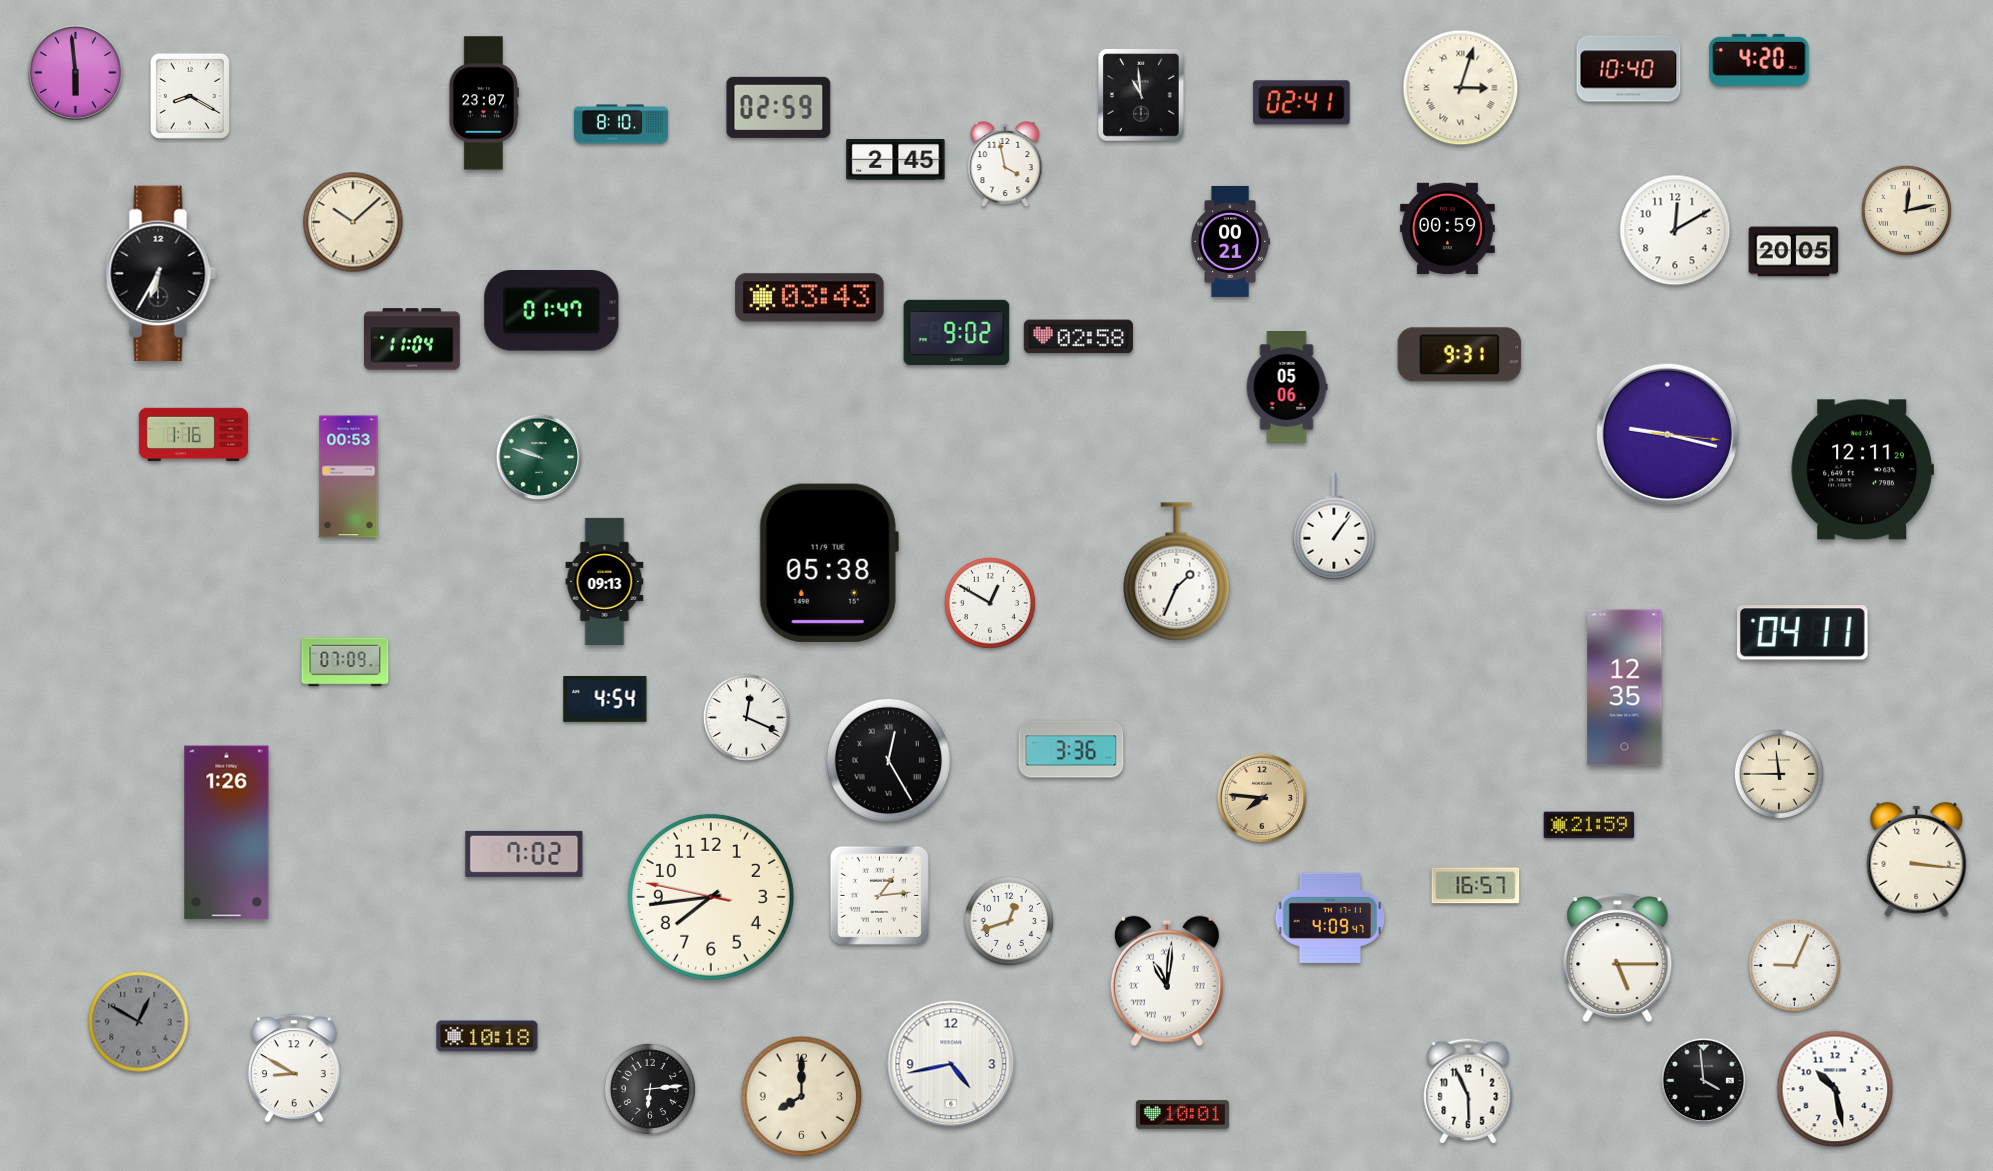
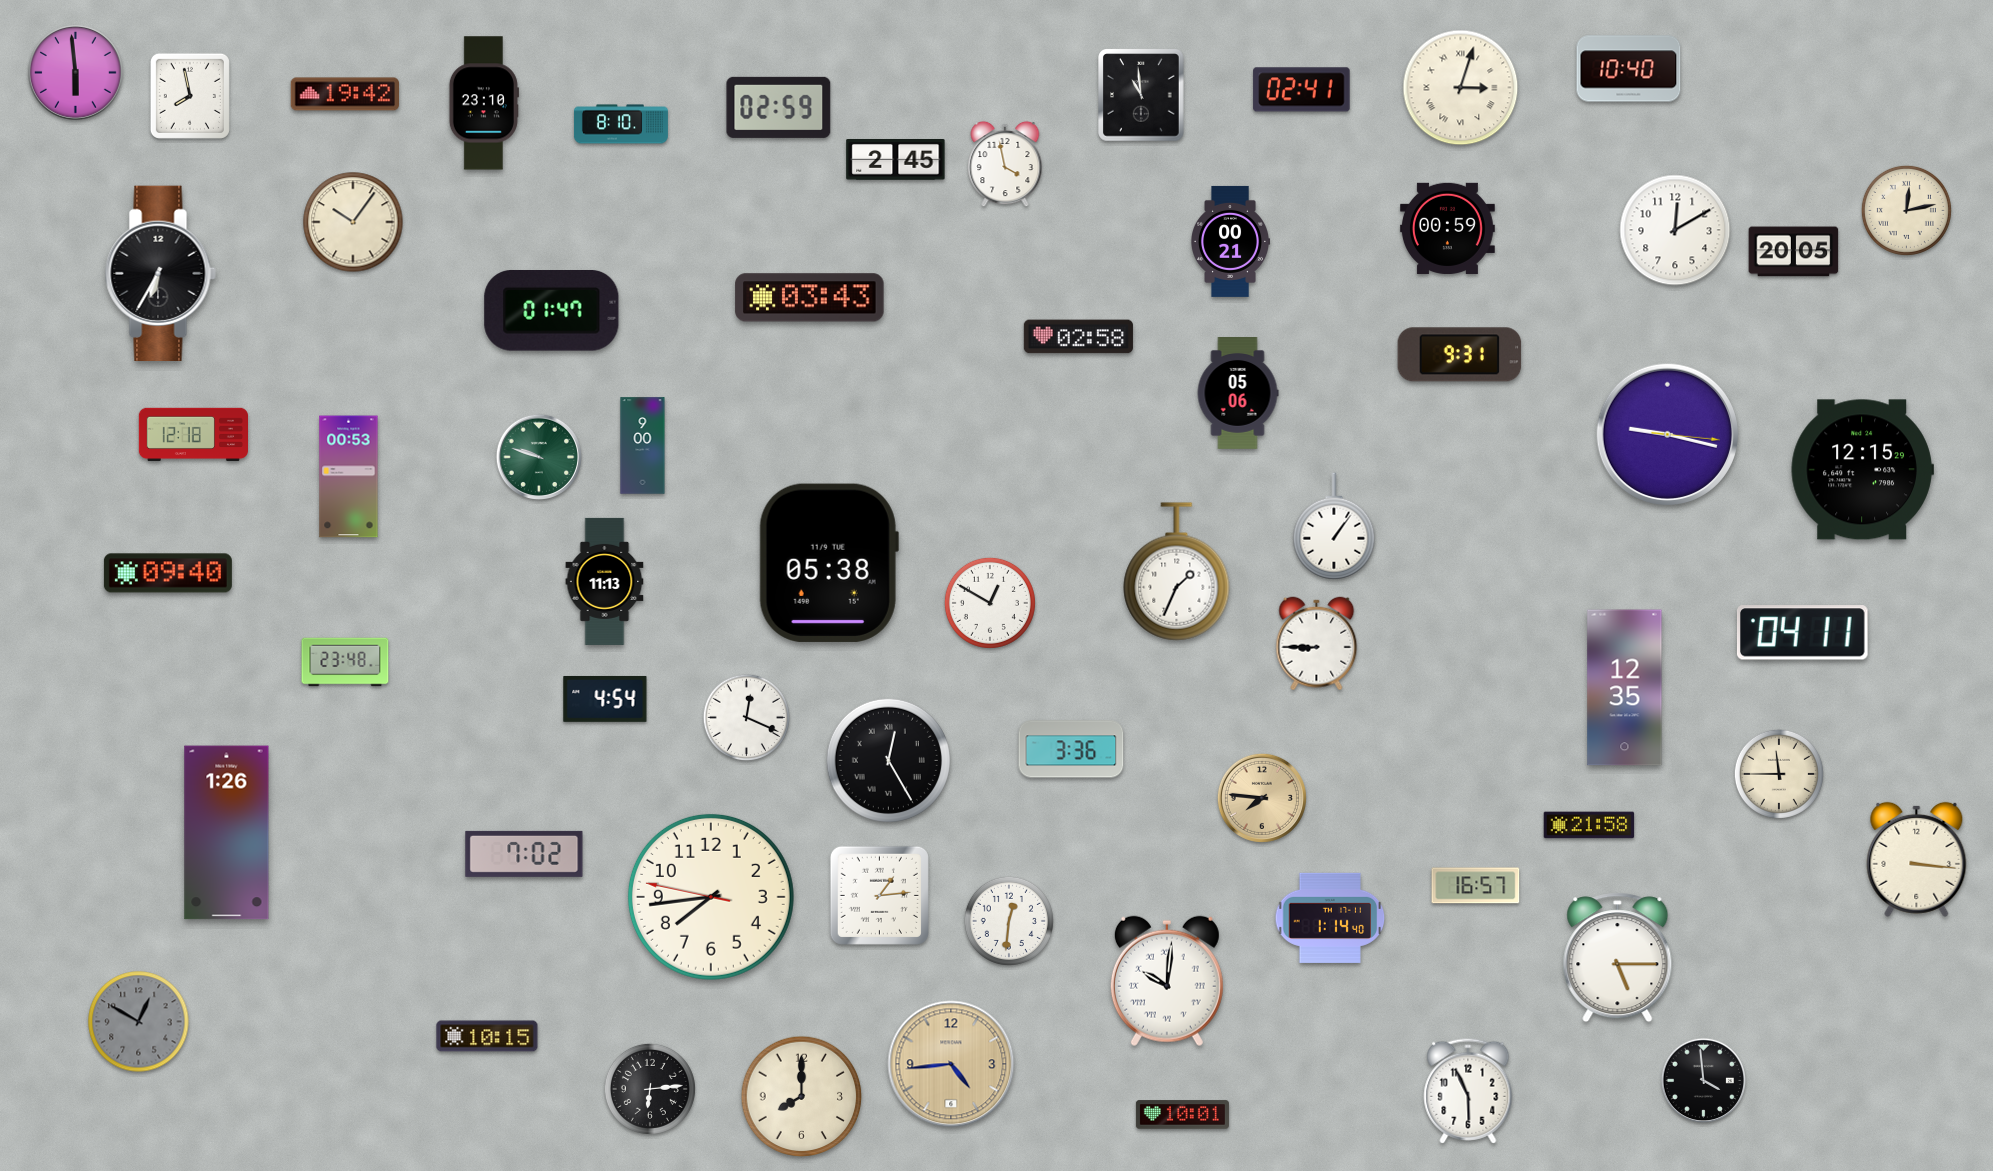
clock at (1759, 60): 4:20 -> none
clock at (344, 94): none -> 19:42
clock at (190, 96): 8:20 -> 7:58
clock at (484, 103): 23:07 -> 23:10
clock at (1302, 103) position: (1302, 103) -> (1302, 90)
clock at (353, 222): 10:08 -> 10:06
clock at (957, 332): 9:02 -> none
clock at (412, 339): 11:04 -> none
clock at (1287, 388) position: (1287, 388) -> (1238, 394)
clock at (193, 435): 1:16 -> 12:18
clock at (643, 446): none -> 9:00
clock at (1862, 470): 12:11 -> 12:15
clock at (168, 573): none -> 09:40
clock at (605, 581): 09:13 -> 11:13
clock at (1317, 644): none -> 8:45
clock at (345, 662): 07:09 -> 23:48
clock at (1589, 825): 21:59 -> 21:58
clock at (1330, 918): 4:09 -> 1:14
clock at (1009, 921): 12:42 -> 12:31
clock at (1794, 965): 9:04 -> none
clock at (1167, 981): 11:01 -> 10:01
clock at (487, 1036): 10:18 -> 10:15
clock at (951, 1064): 4:43 -> 4:44
clock at (951, 1064) dial: white -> champagne
clock at (294, 1068): 8:50 -> none
clock at (1835, 1089): 10:28 -> none
